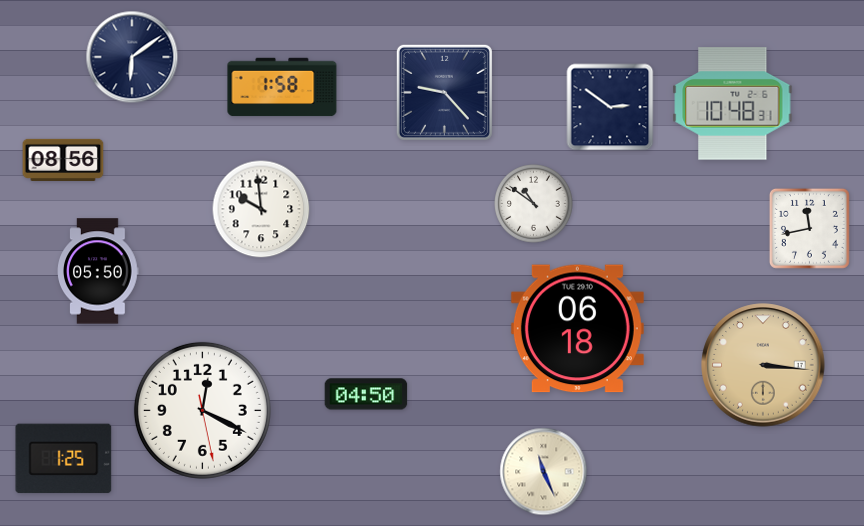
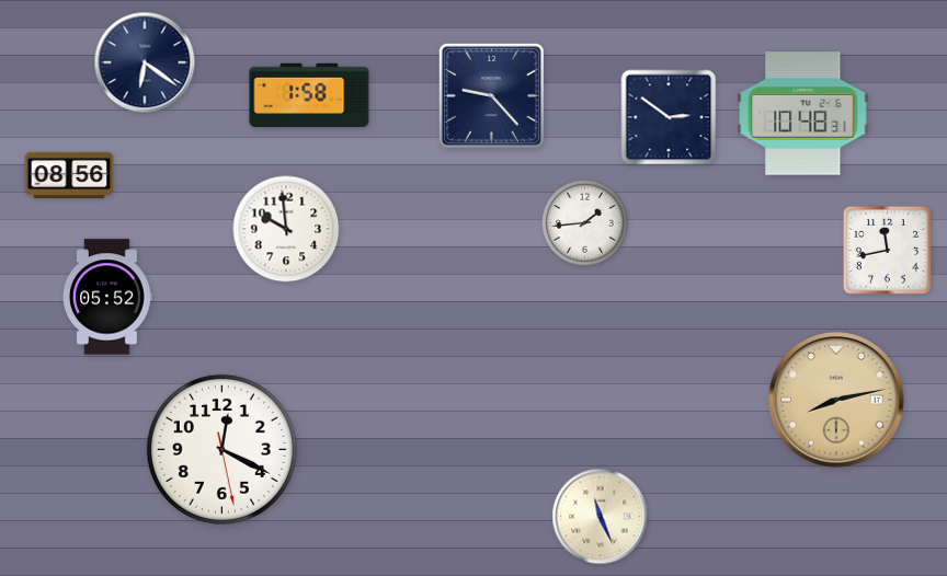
clock at (132, 57): 6:09 -> 6:21
clock at (444, 92) position: (444, 92) -> (491, 95)
clock at (534, 204): 10:51 -> 1:44
clock at (98, 271): 05:50 -> 05:52
clock at (577, 329): 06:18 -> none
clock at (763, 365): 3:16 -> 8:13
clock at (366, 394): 04:50 -> none
clock at (64, 459): 1:25 -> none
clock at (544, 472) position: (544, 472) -> (601, 517)
